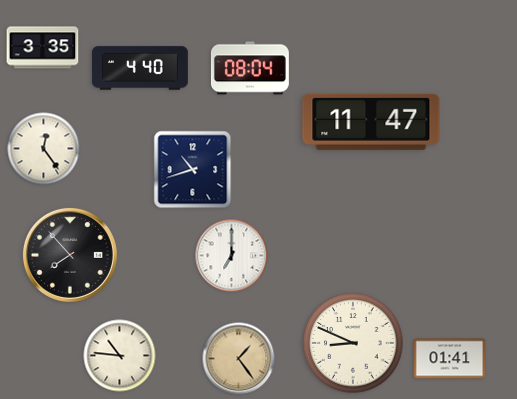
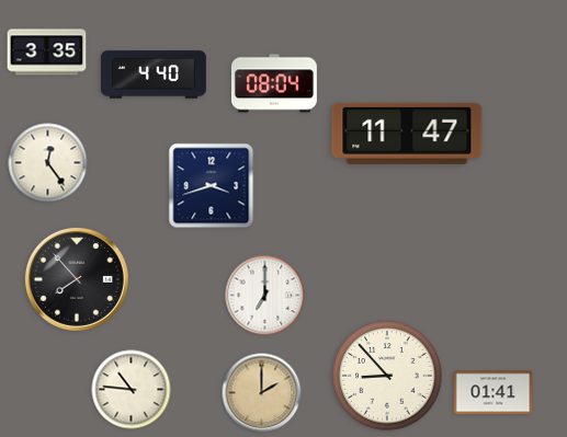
clock at (250, 68) position: (250, 68) -> (274, 83)
clock at (193, 170): 10:42 -> 3:42
clock at (232, 256) position: (232, 256) -> (265, 296)
clock at (353, 343): 8:49 -> 8:53
clock at (239, 359): 1:24 -> 2:00
